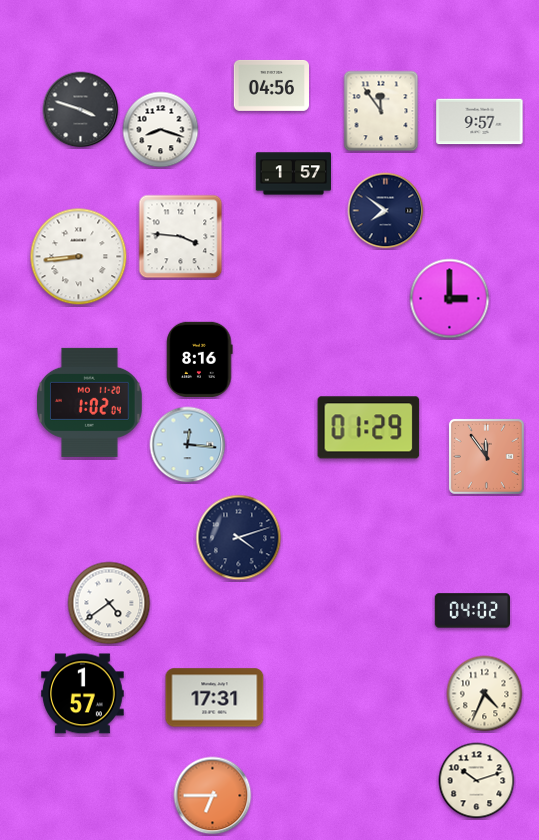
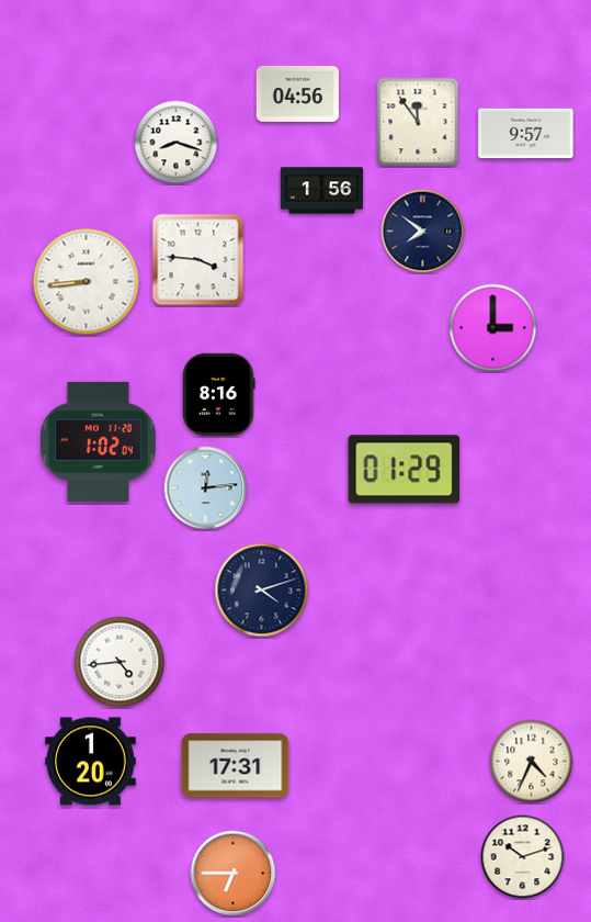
clock at (81, 110): 3:48 -> none
clock at (294, 174): 1:57 -> 1:56
clock at (188, 445): 12:16 -> 12:14
clock at (486, 456): 11:54 -> none
clock at (109, 603): 4:39 -> 4:44
clock at (472, 611): 04:02 -> none
clock at (83, 694): 1:57 -> 1:20
